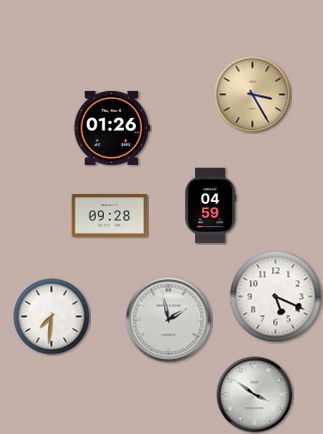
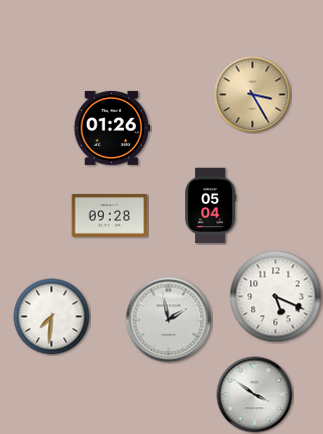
clock at (210, 206): 04:59 -> 05:04
